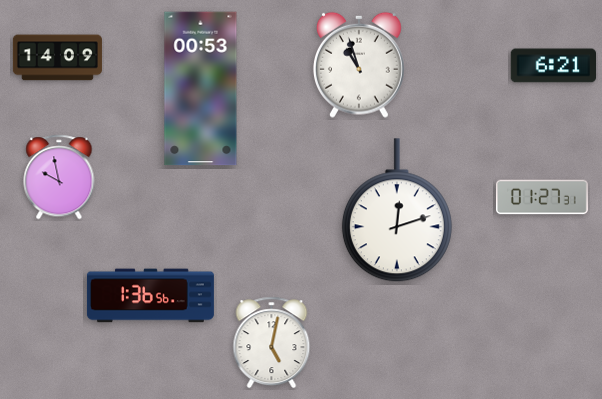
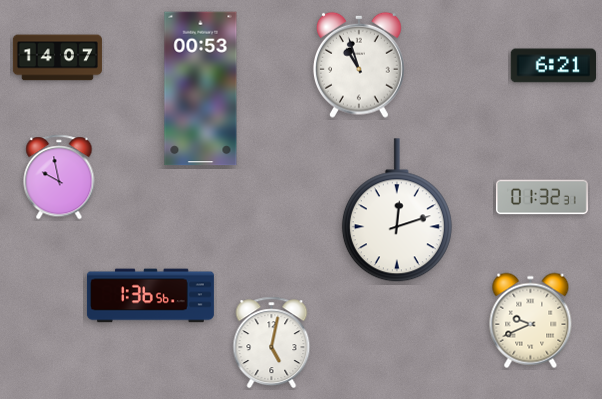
clock at (57, 58): 14:09 -> 14:07
clock at (542, 197): 01:27 -> 01:32
clock at (531, 321): none -> 9:41
